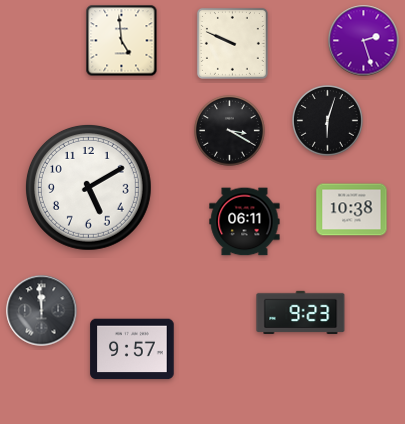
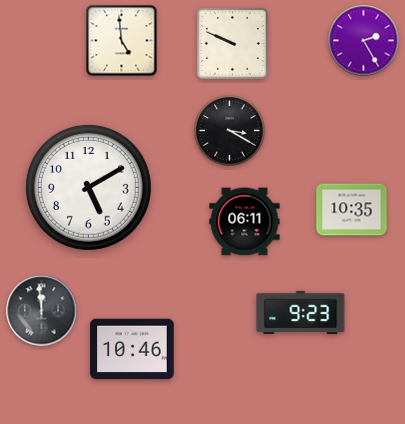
clock at (364, 41): 2:27 -> 2:25
clock at (328, 121): 6:03 -> none
clock at (352, 210): 10:38 -> 10:35
clock at (132, 349): 9:57 -> 10:46
